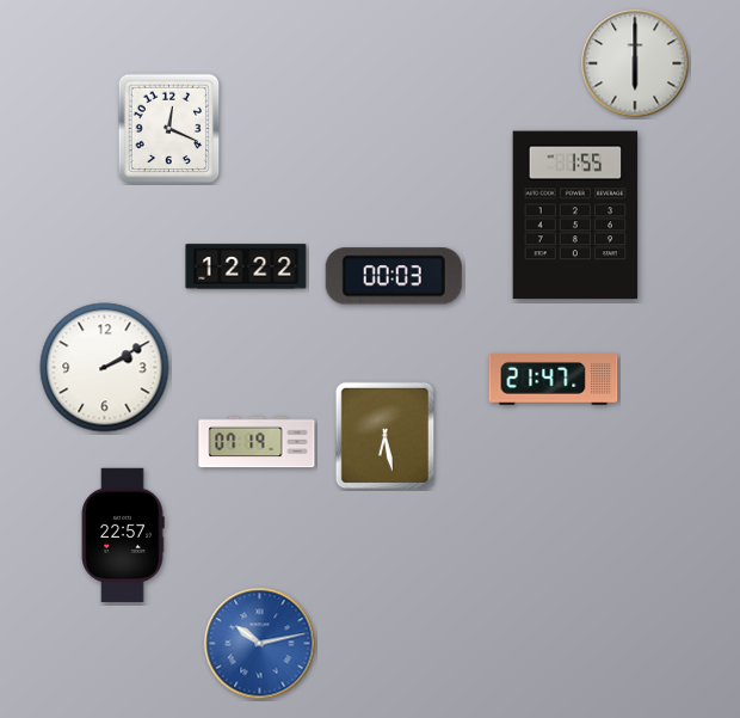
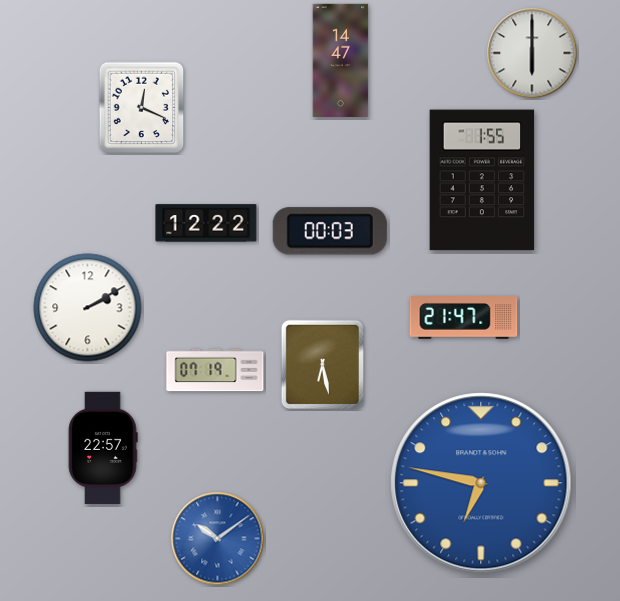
clock at (341, 60): none -> 14:47
clock at (481, 483): none -> 6:47
clock at (260, 644): 10:13 -> 10:09
